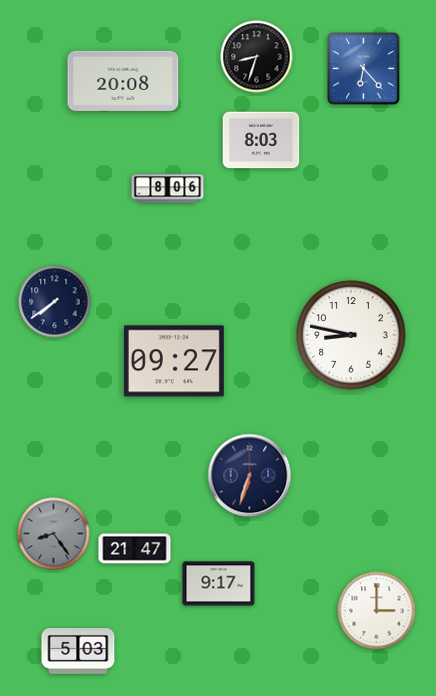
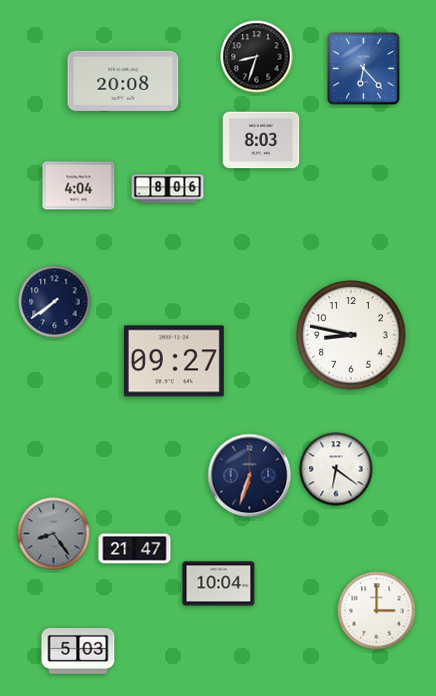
clock at (79, 186): none -> 4:04
clock at (336, 469): none -> 6:21
clock at (219, 584): 9:17 -> 10:04
